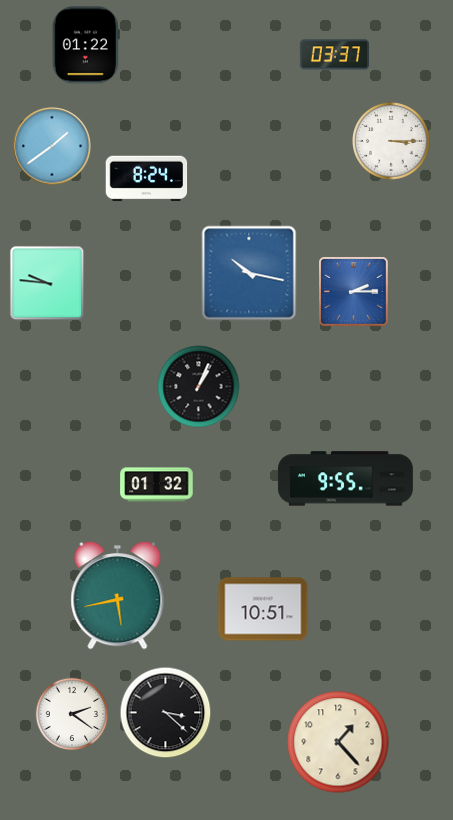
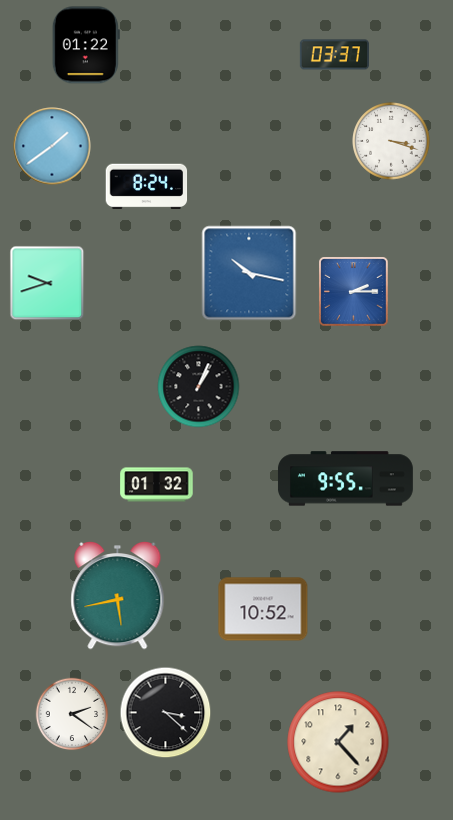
clock at (391, 141): 3:15 -> 3:18
clock at (147, 179) position: (147, 179) -> (147, 187)
clock at (47, 283): 9:46 -> 9:42
clock at (263, 609): 10:51 -> 10:52
